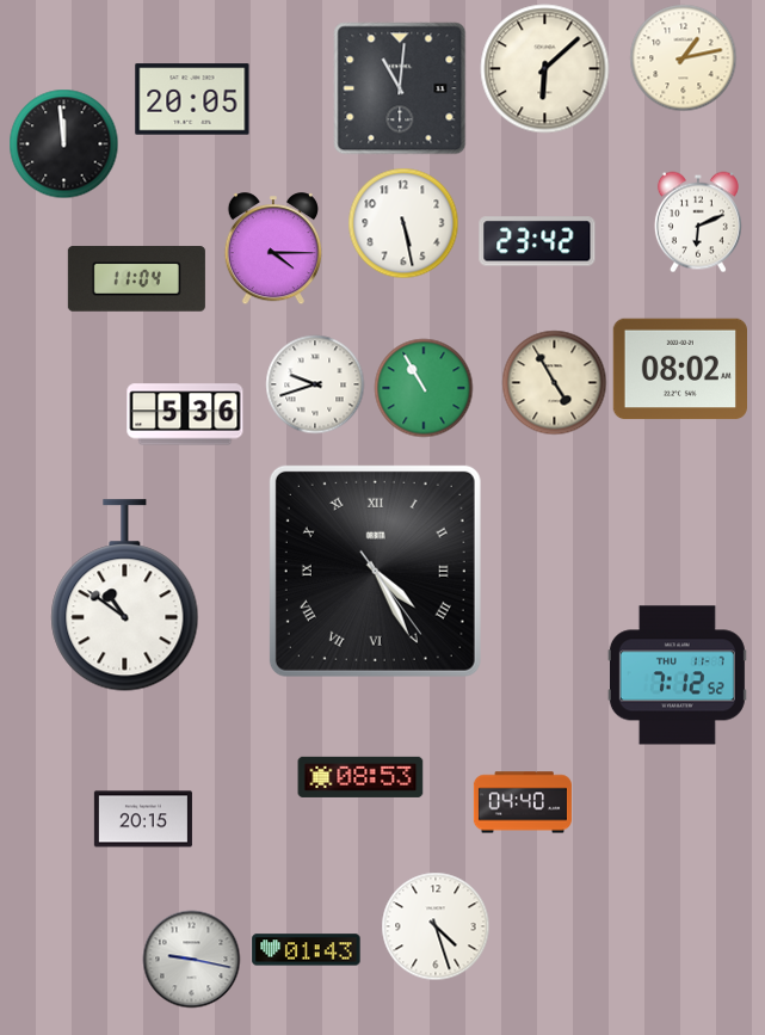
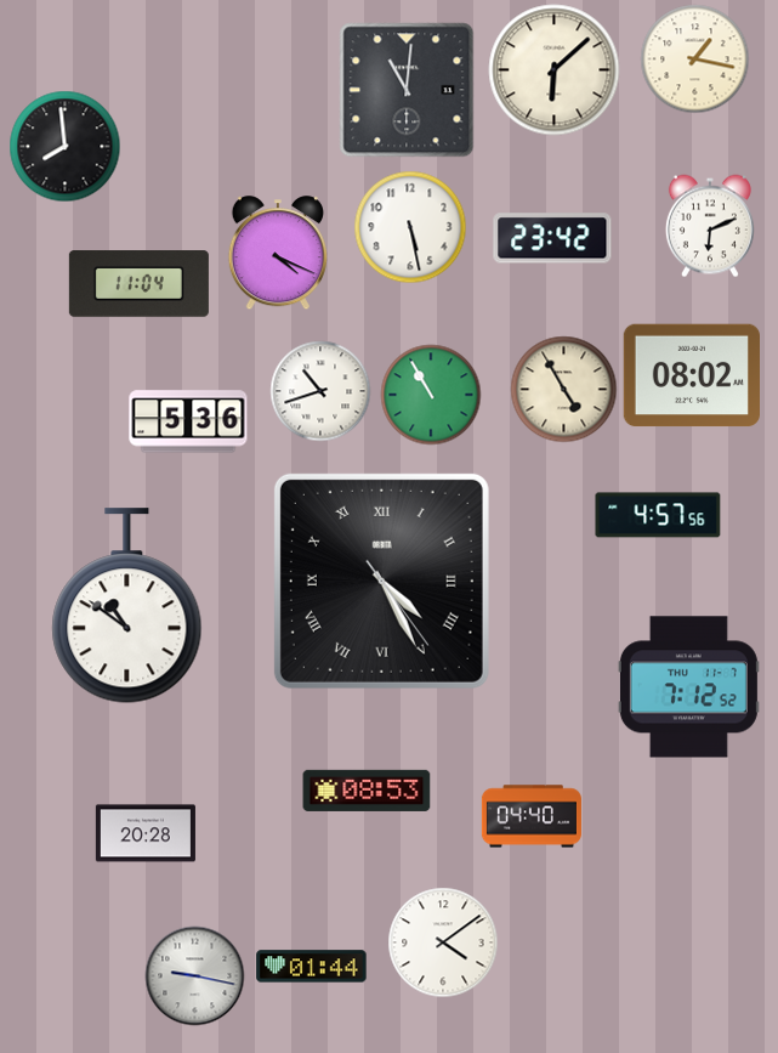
clock at (684, 58): 1:13 -> 1:17
clock at (192, 99): 20:05 -> none
clock at (64, 144): 11:59 -> 7:59
clock at (537, 241) position: (537, 241) -> (552, 238)
clock at (273, 249): 4:15 -> 4:19
clock at (315, 384): 9:42 -> 10:42
clock at (658, 515): none -> 4:57
clock at (143, 819): 20:15 -> 20:28
clock at (436, 926): 4:27 -> 4:09
clock at (307, 950): 01:43 -> 01:44
